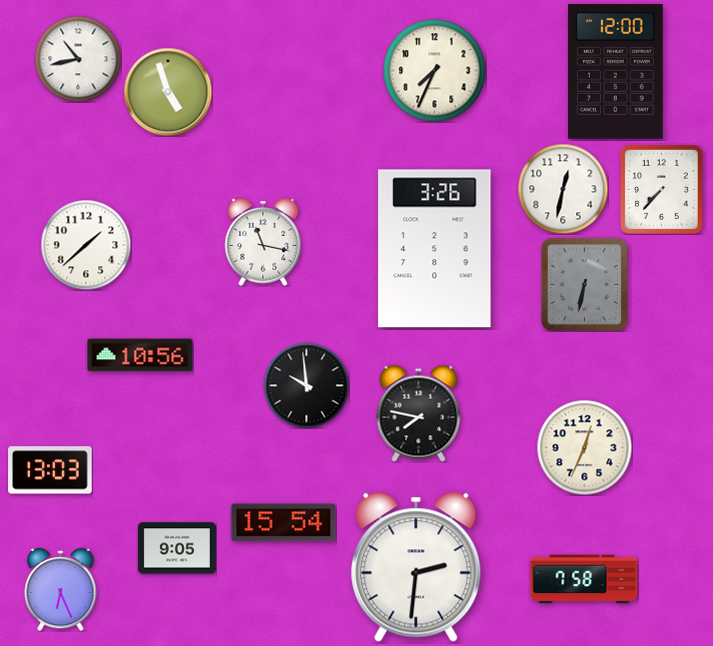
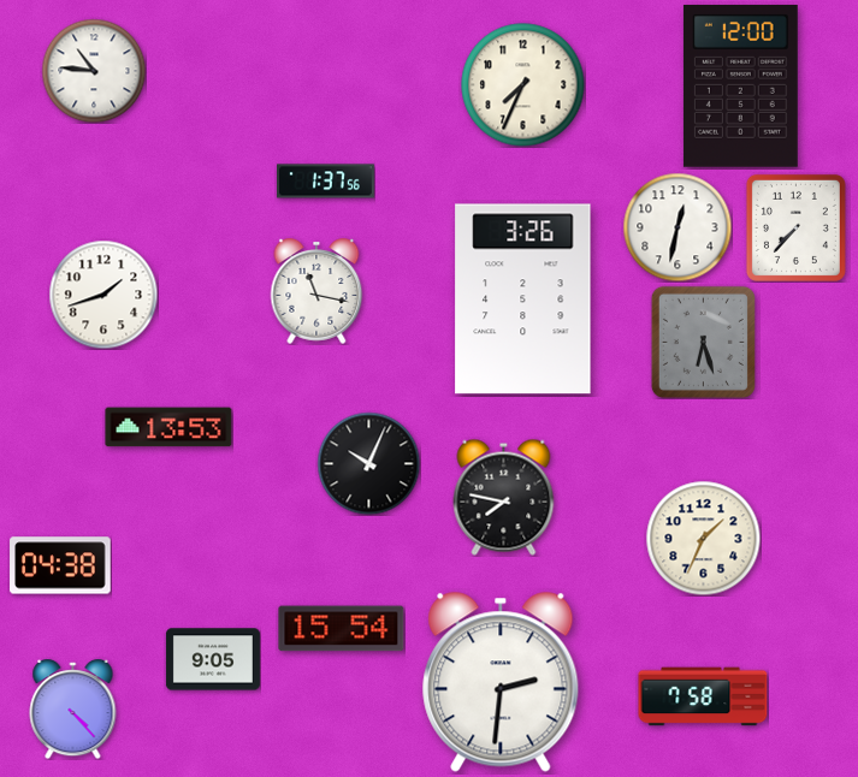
clock at (78, 59): 10:43 -> 10:46
clock at (168, 92): 4:57 -> none
clock at (326, 182): none -> 1:37
clock at (86, 245): 1:38 -> 1:42
clock at (584, 284): 6:32 -> 6:27
clock at (140, 355): 10:56 -> 13:53
clock at (306, 385): 9:59 -> 10:04
clock at (584, 447): 12:34 -> 1:34
clock at (50, 470): 13:03 -> 04:38
clock at (61, 589): 6:26 -> 4:23
